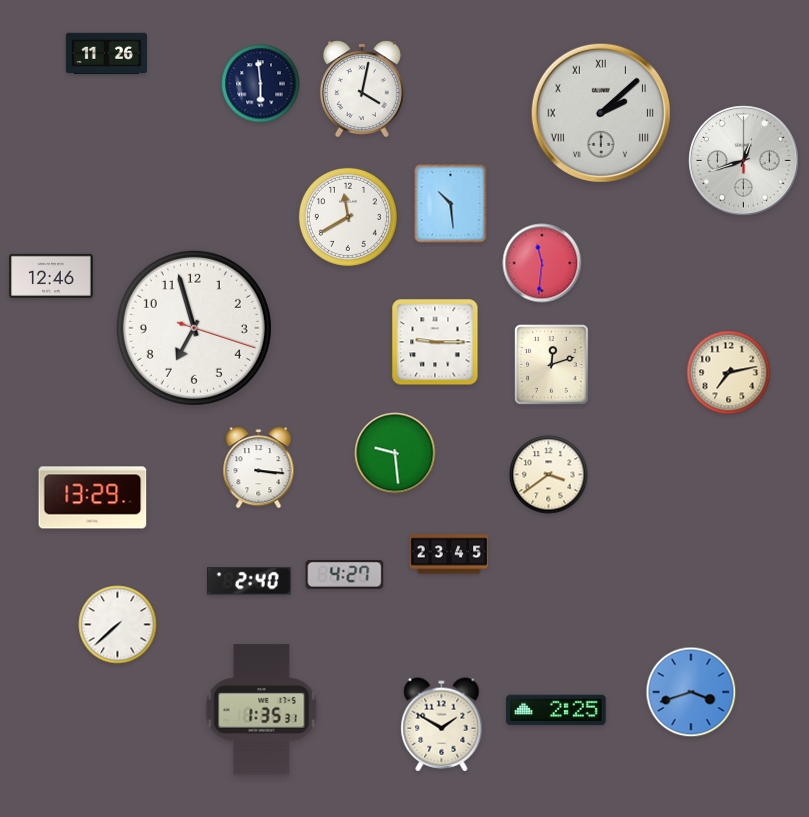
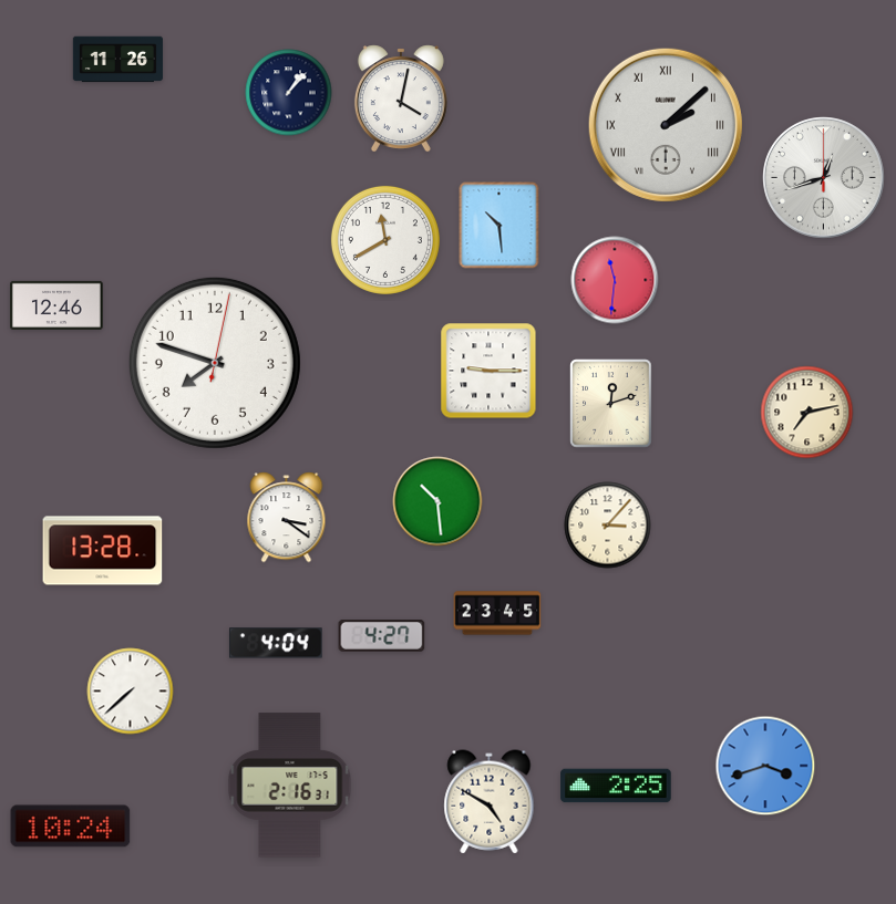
clock at (261, 84): 5:59 -> 1:07
clock at (542, 263) position: (542, 263) -> (615, 280)
clock at (194, 328): 6:57 -> 7:48
clock at (435, 342) position: (435, 342) -> (488, 371)
clock at (395, 453): 9:29 -> 10:29
clock at (259, 468): 3:16 -> 3:21
clock at (549, 475): 3:39 -> 3:07
clock at (93, 498): 13:29 -> 13:28
clock at (249, 581): 2:40 -> 4:04
clock at (262, 710): 1:35 -> 2:16
clock at (442, 725): 1:50 -> 4:50
clock at (71, 827): none -> 10:24
